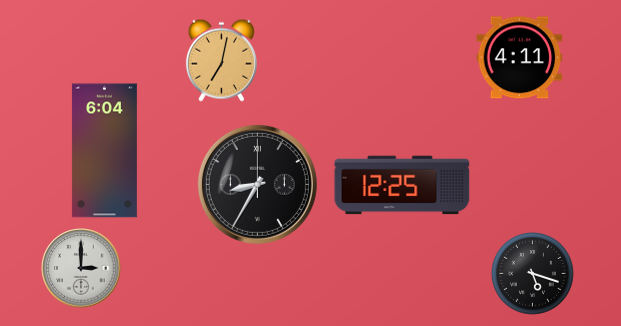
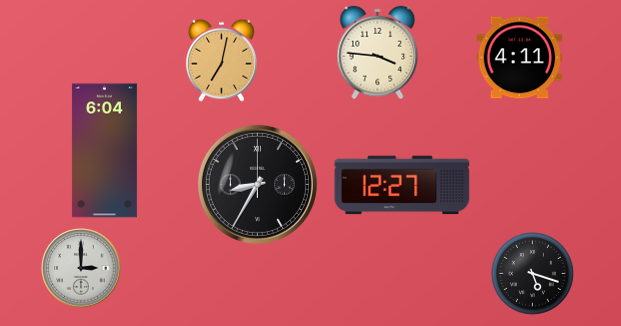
clock at (378, 53): none -> 3:46
clock at (402, 185): 12:25 -> 12:27
